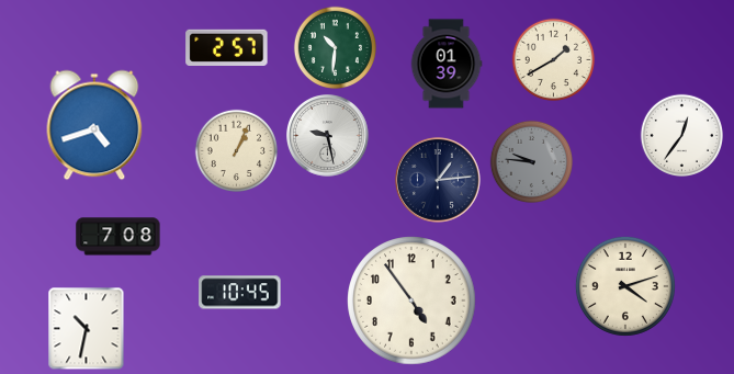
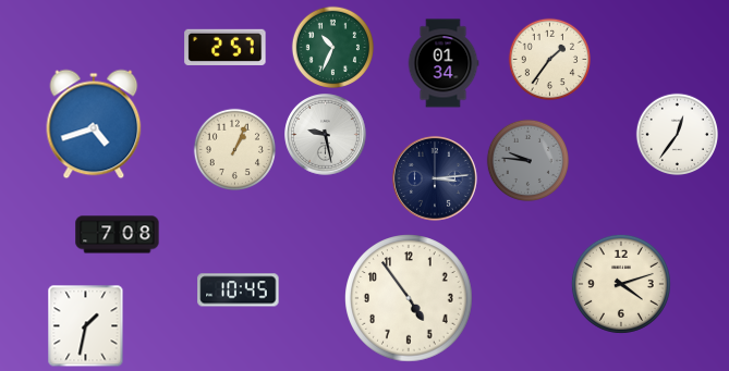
clock at (335, 47): 10:31 -> 10:34
clock at (553, 59): 1:40 -> 1:36
clock at (447, 64): 01:39 -> 01:34
clock at (438, 180): 1:14 -> 3:14
clock at (87, 329): 10:32 -> 1:32
